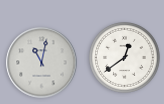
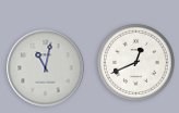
clock at (125, 58): 12:39 -> 12:41
